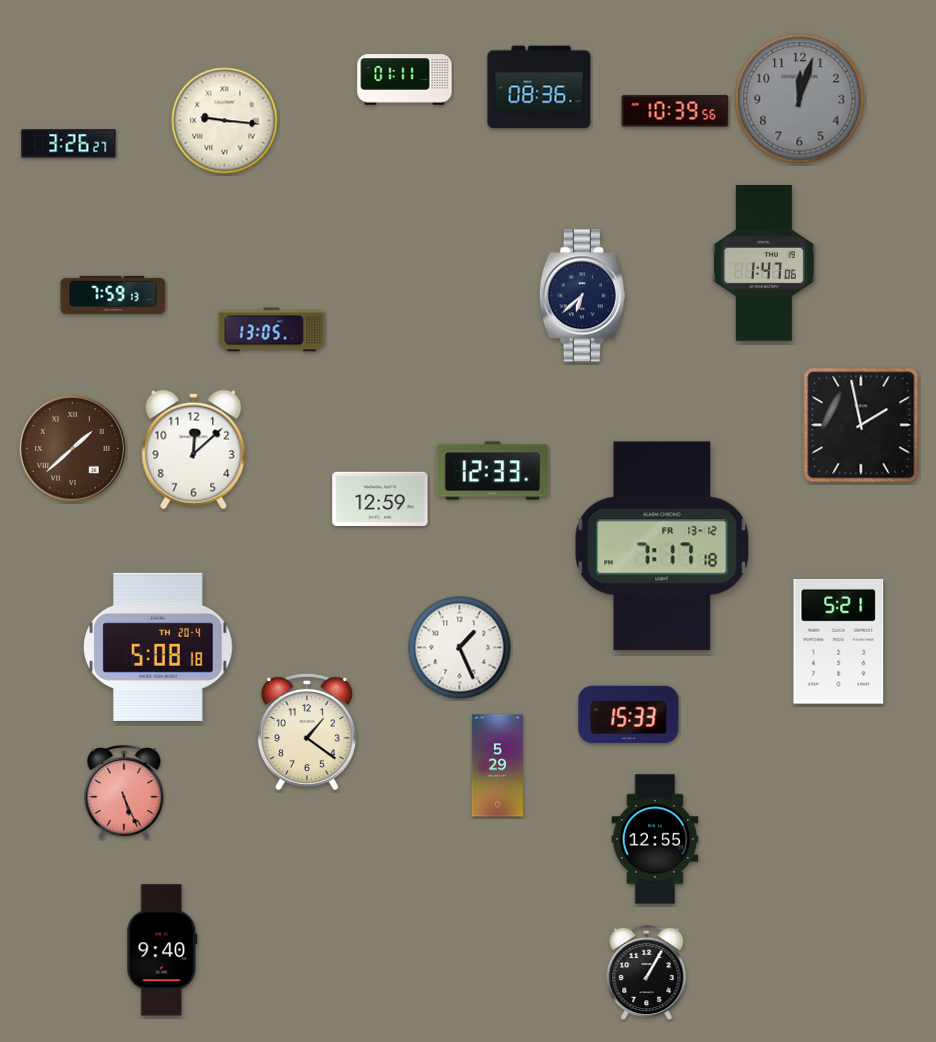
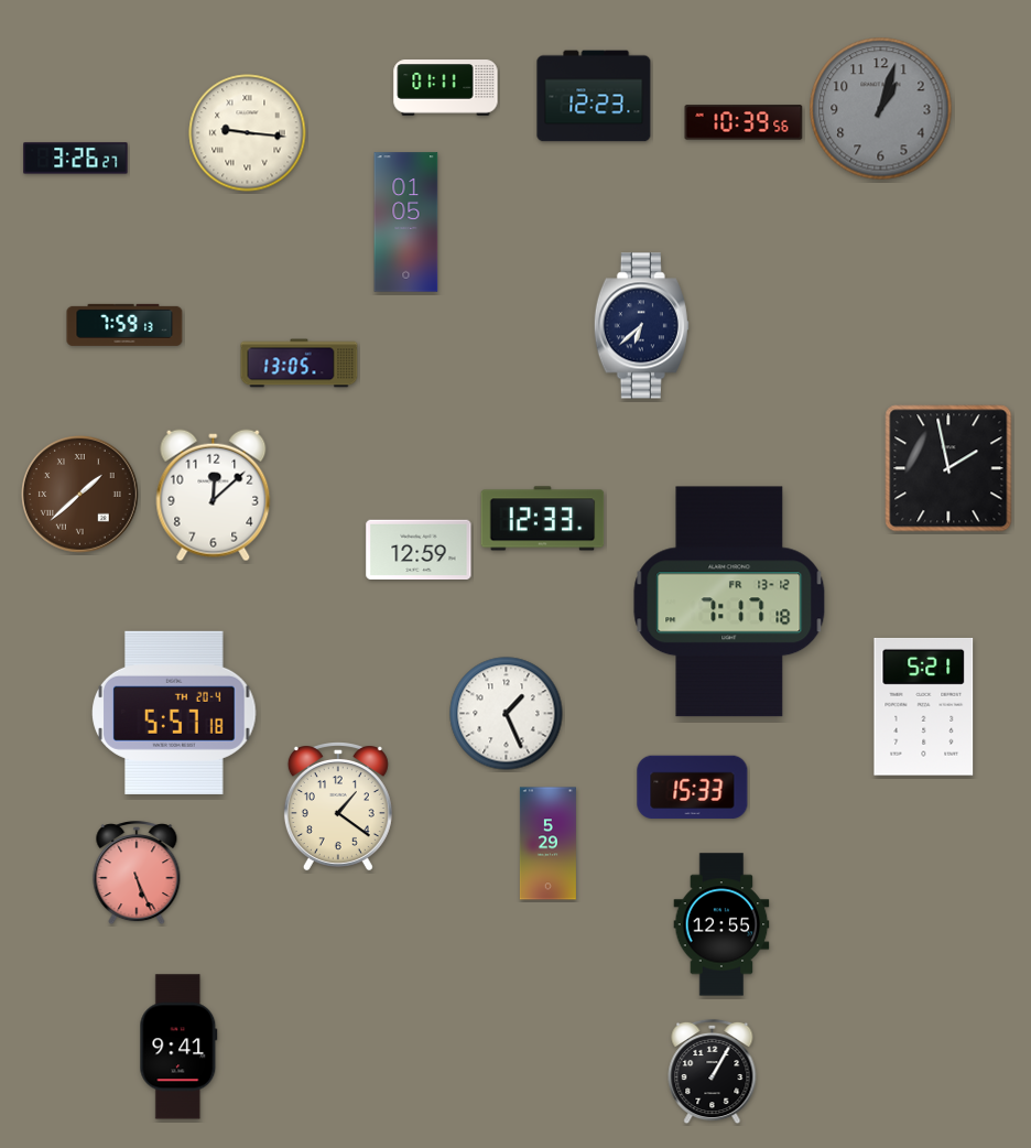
clock at (539, 87): 08:36 -> 12:23
clock at (800, 99): 12:03 -> 1:03
clock at (406, 223): none -> 01:05
clock at (764, 263): 1:47 -> none
clock at (158, 647): 5:08 -> 5:57
clock at (162, 950): 9:40 -> 9:41
